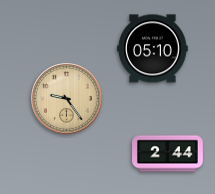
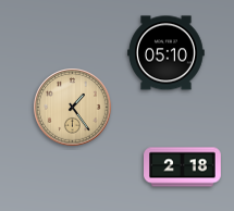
clock at (67, 99): 9:24 -> 1:24
clock at (168, 154): 2:44 -> 2:18
